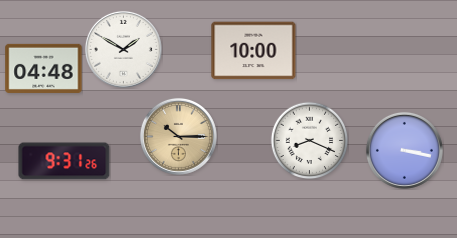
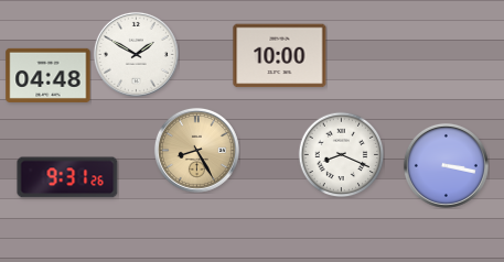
clock at (178, 136): 10:15 -> 8:25
clock at (64, 161) position: (64, 161) -> (67, 177)
